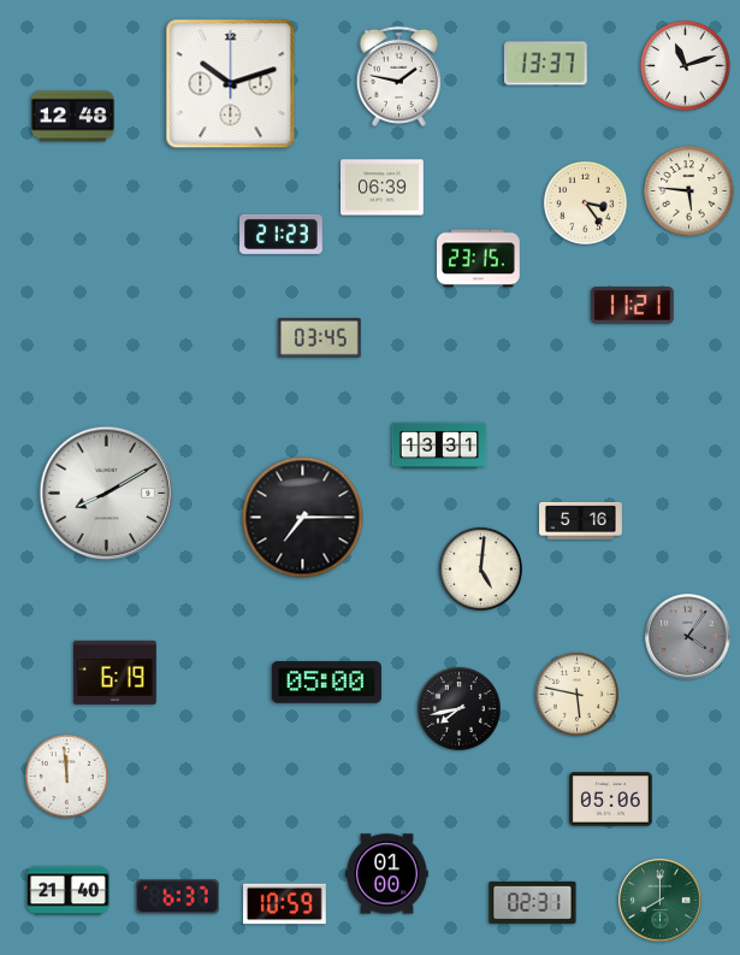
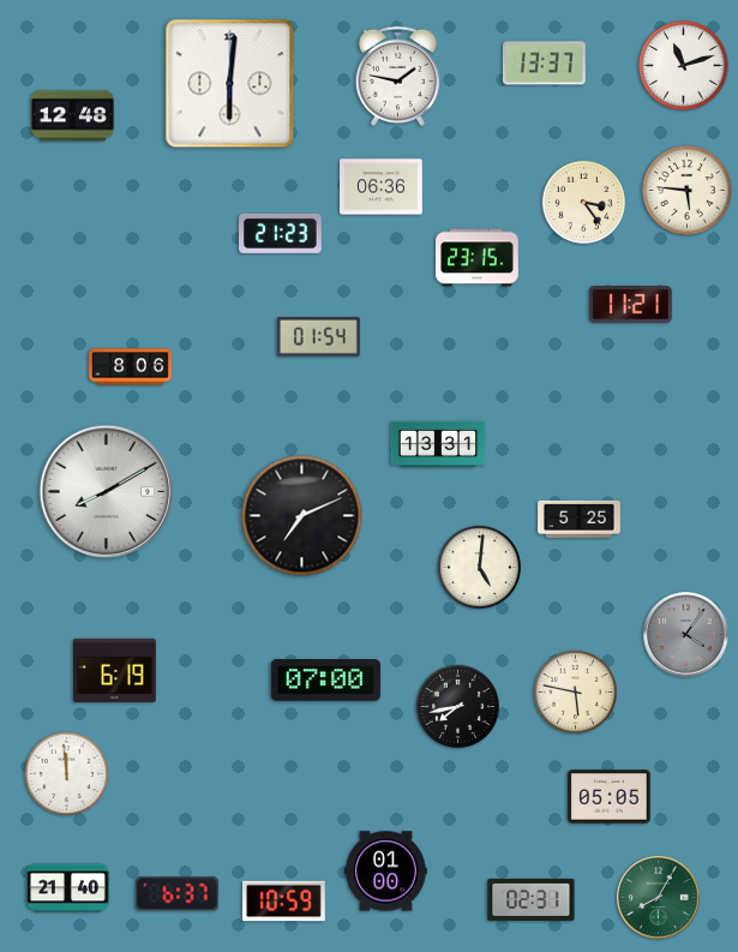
clock at (231, 84): 10:12 -> 6:01
clock at (383, 188): 06:39 -> 06:36
clock at (319, 338): 03:45 -> 01:54
clock at (131, 367): none -> 8:06
clock at (303, 518): 7:15 -> 7:11
clock at (581, 520): 5:16 -> 5:25
clock at (326, 683): 05:00 -> 07:00
clock at (611, 800): 05:06 -> 05:05
clock at (661, 901): 8:00 -> 8:05
